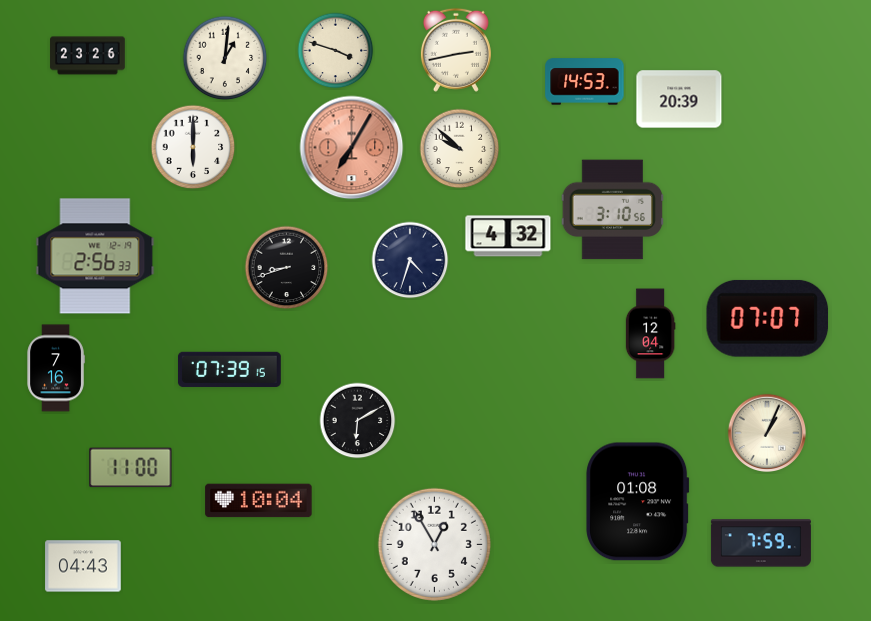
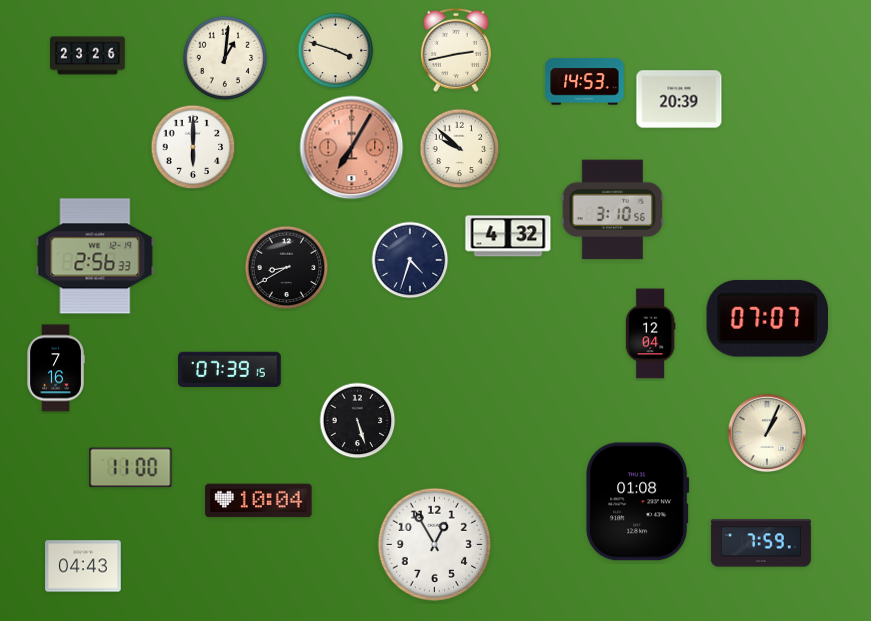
clock at (287, 268): 8:42 -> 8:40
clock at (358, 421): 6:10 -> 5:27
